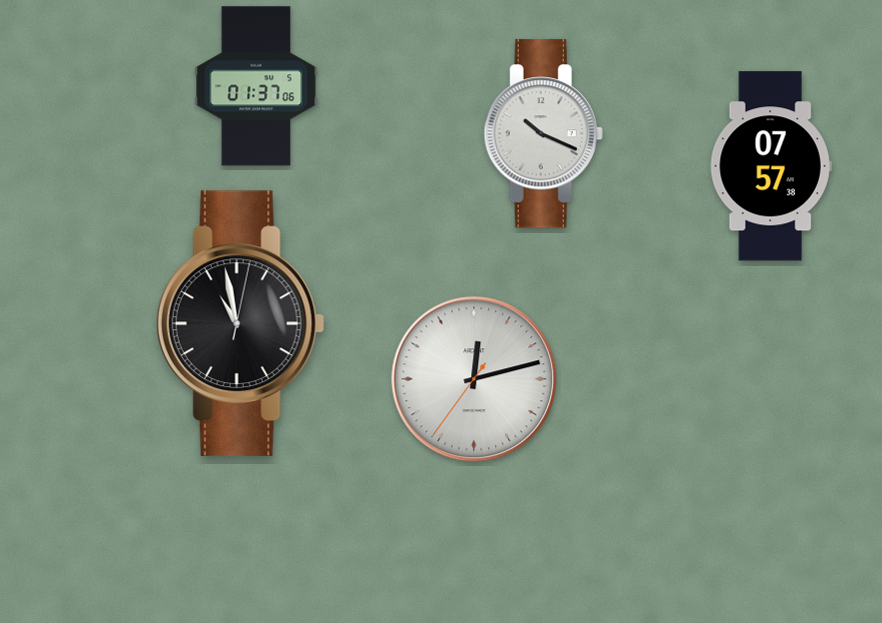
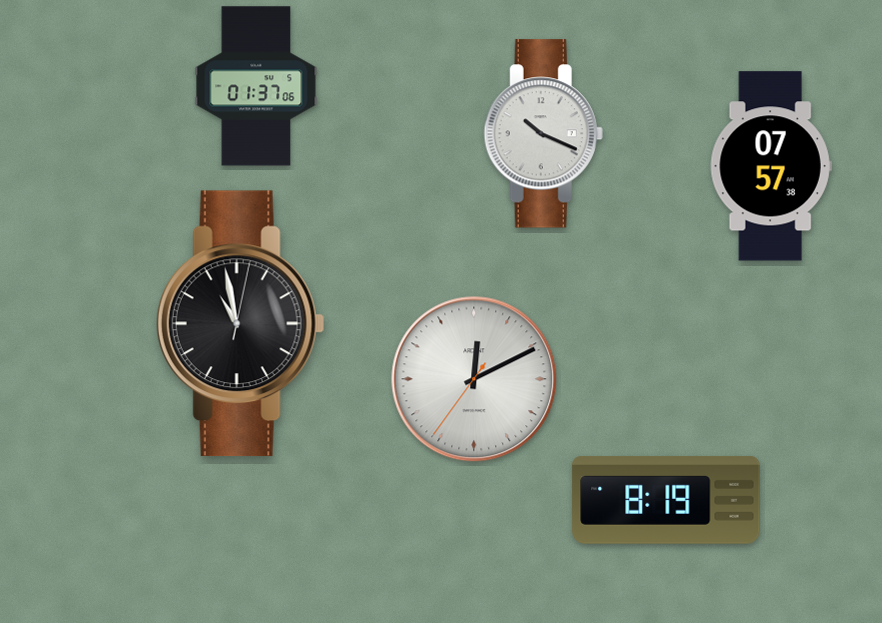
clock at (474, 379): 12:12 -> 12:10
clock at (666, 500): none -> 8:19
